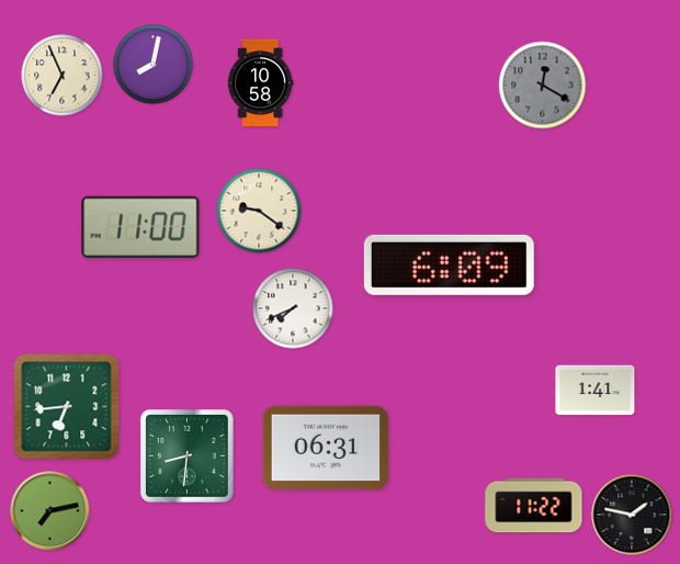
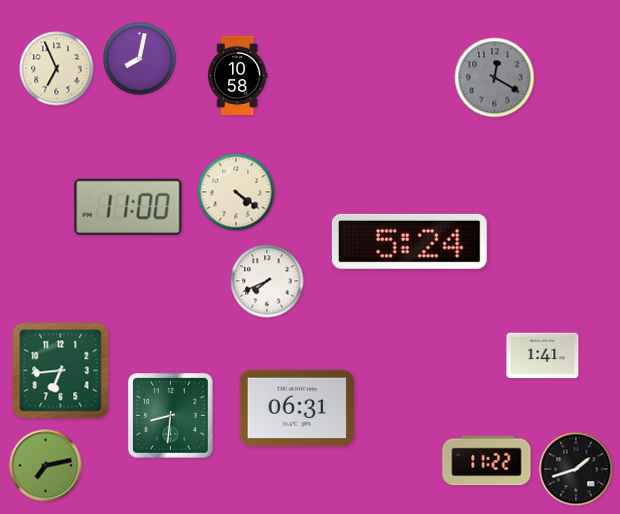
clock at (259, 211): 9:21 -> 4:21
clock at (449, 264): 6:09 -> 5:24
clock at (632, 515): 1:47 -> 1:42
